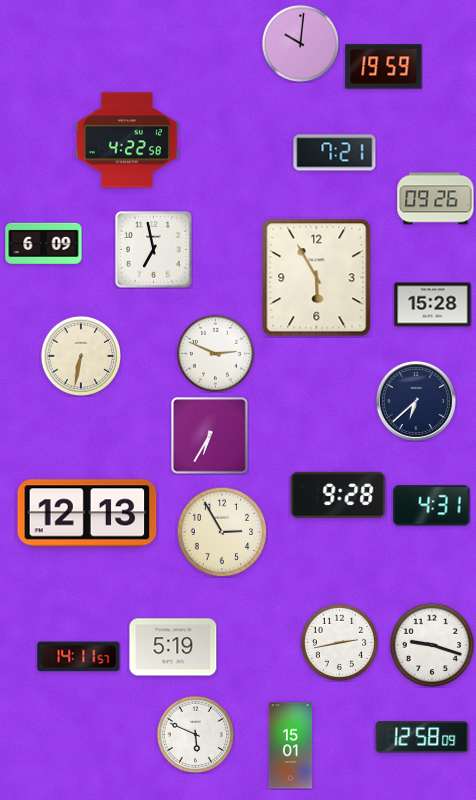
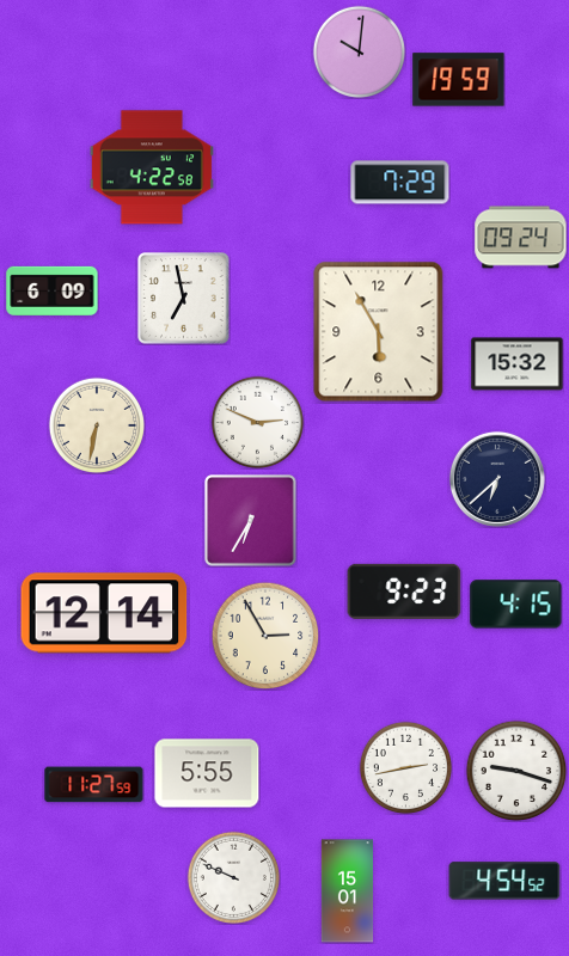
clock at (335, 153): 7:21 -> 7:29
clock at (436, 199): 09:26 -> 09:24
clock at (433, 305): 15:28 -> 15:32
clock at (338, 495): 9:28 -> 9:23
clock at (432, 506): 4:31 -> 4:15
clock at (87, 513): 12:13 -> 12:14
clock at (173, 647): 5:19 -> 5:55
clock at (79, 657): 14:11 -> 11:27
clock at (195, 734): 5:49 -> 9:49
clock at (422, 737): 12:58 -> 4:54
